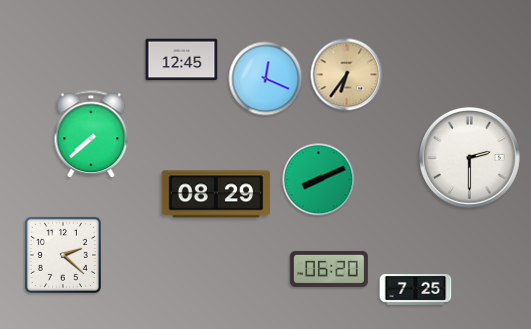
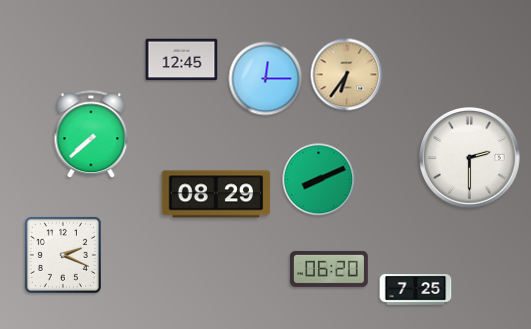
clock at (266, 79): 12:19 -> 12:15
clock at (63, 255): 2:22 -> 2:19
